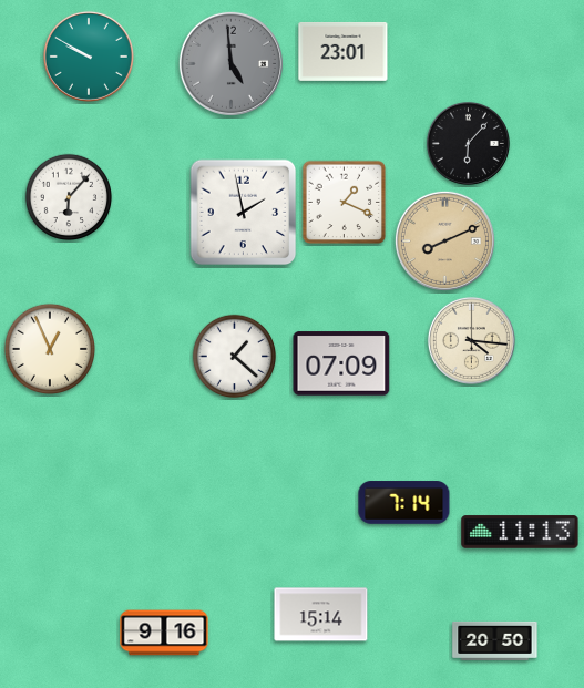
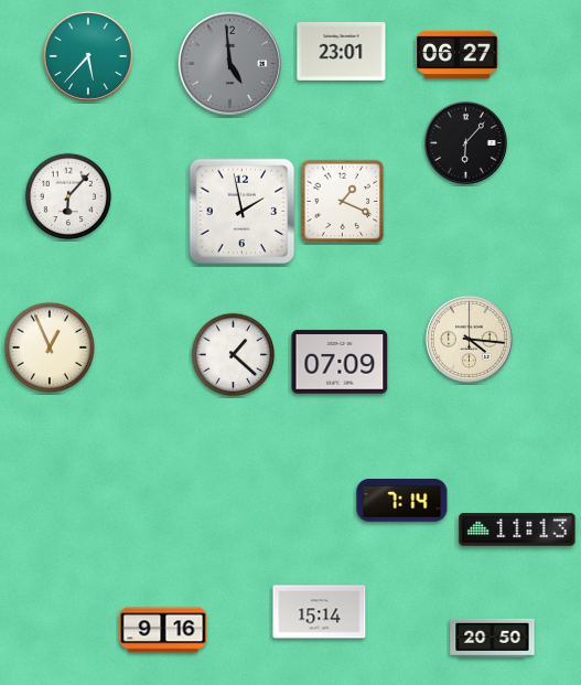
clock at (458, 55): none -> 06:27
clock at (89, 57): 9:50 -> 5:37
clock at (444, 240): 8:11 -> none
